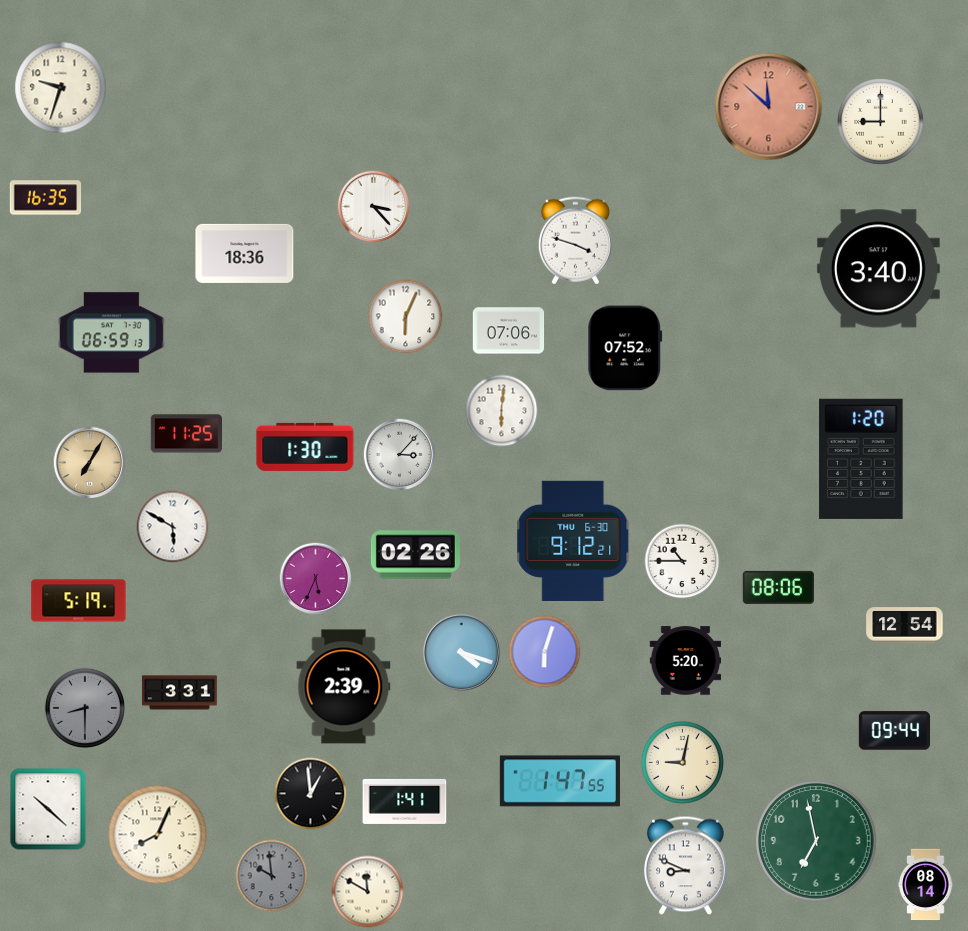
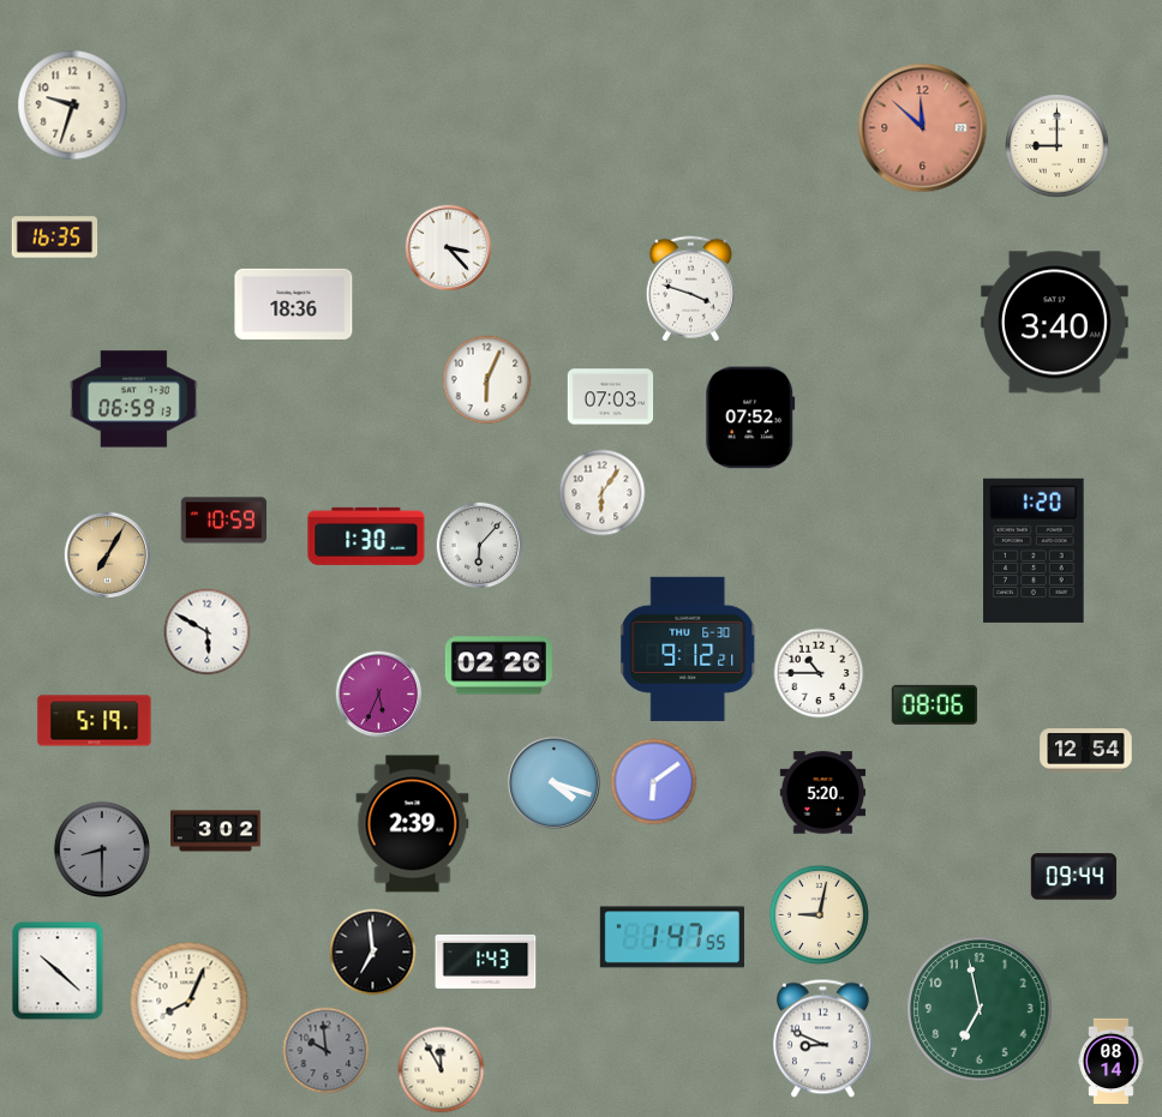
clock at (509, 331): 07:06 -> 07:03
clock at (502, 411): 6:01 -> 6:06
clock at (187, 434): 11:25 -> 10:59
clock at (400, 455): 3:07 -> 6:07
clock at (545, 652): 6:03 -> 6:09
clock at (180, 693): 3:31 -> 3:02
clock at (311, 794): 12:59 -> 6:59
clock at (405, 801): 1:41 -> 1:43
clock at (368, 892): 11:50 -> 11:55
